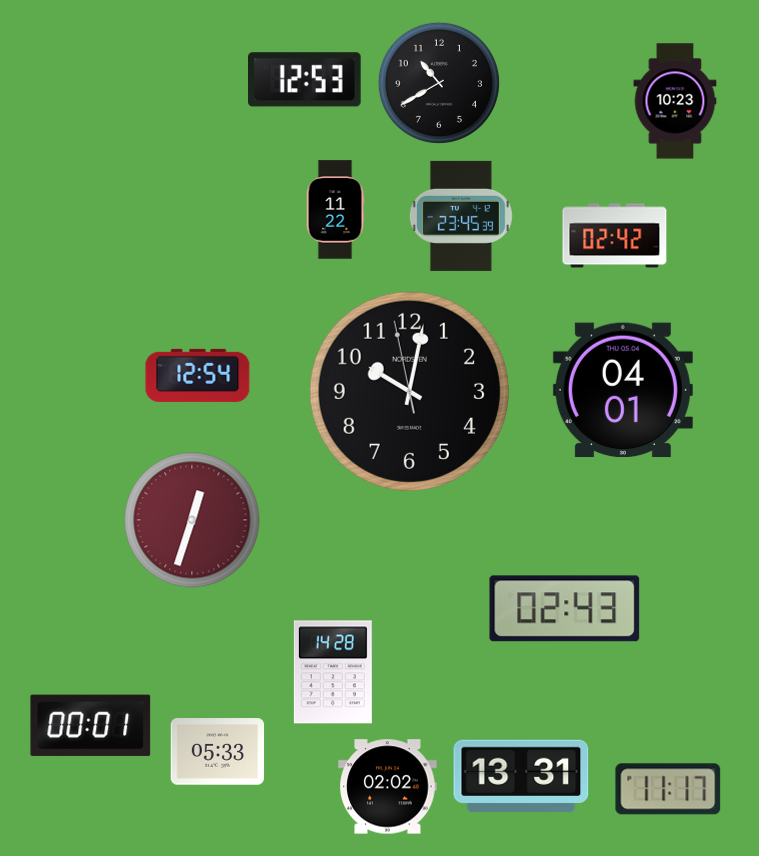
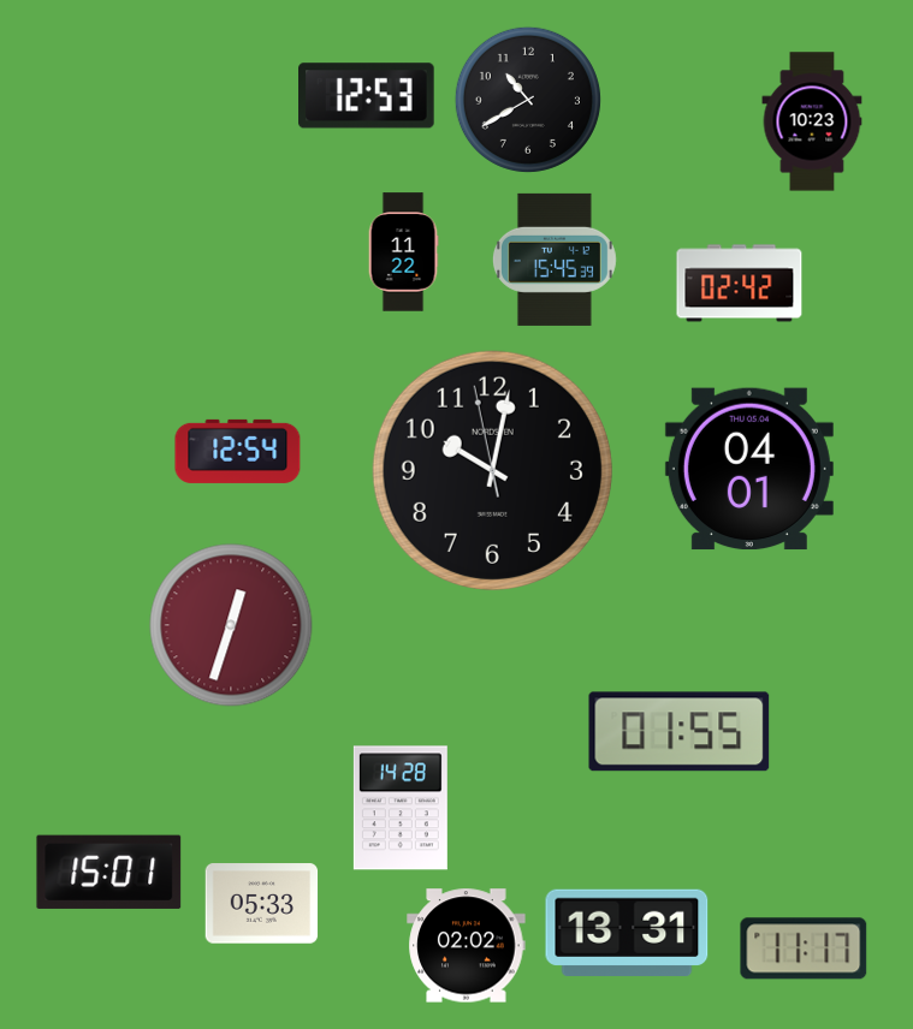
clock at (461, 216): 23:45 -> 15:45
clock at (565, 609): 02:43 -> 01:55
clock at (91, 725): 00:01 -> 15:01
